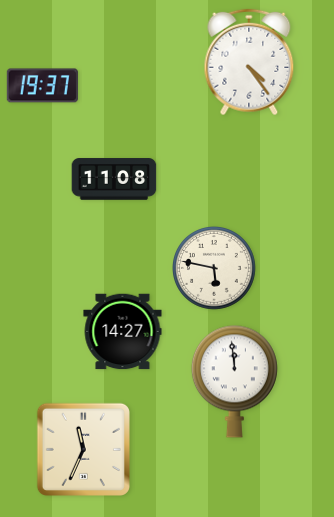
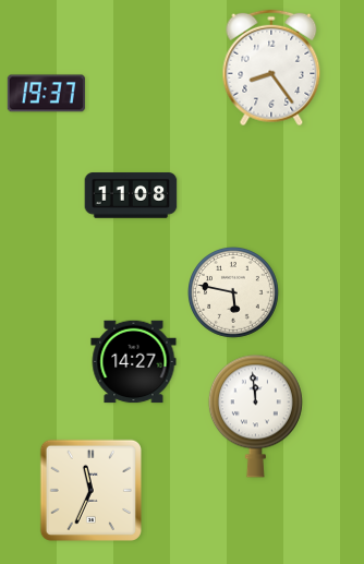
clock at (249, 62): 4:24 -> 8:24
clock at (114, 179) position: (114, 179) -> (131, 195)
